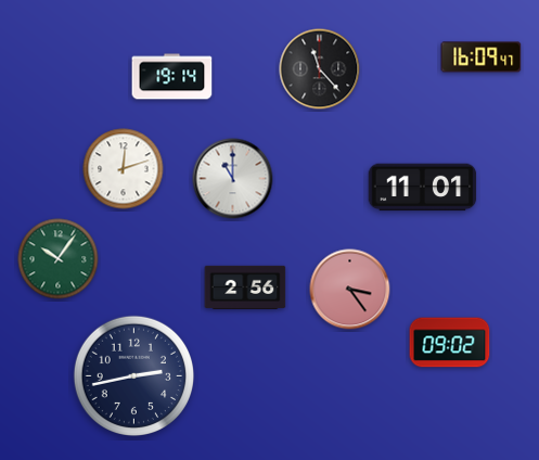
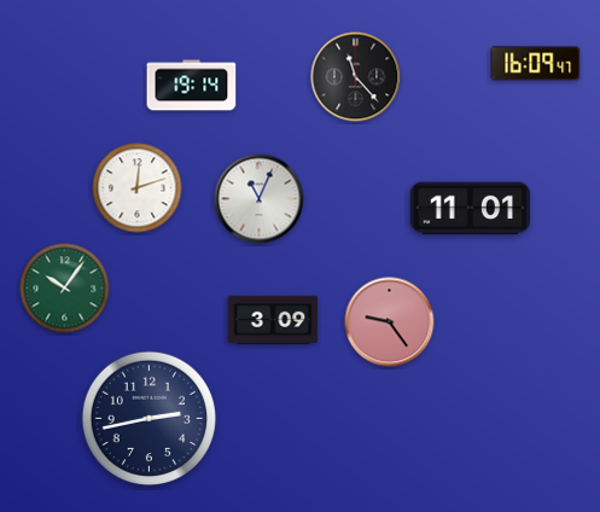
clock at (233, 179): 11:00 -> 11:04
clock at (245, 287): 2:56 -> 3:09
clock at (350, 290): 3:24 -> 9:24
clock at (450, 343): 09:02 -> none
